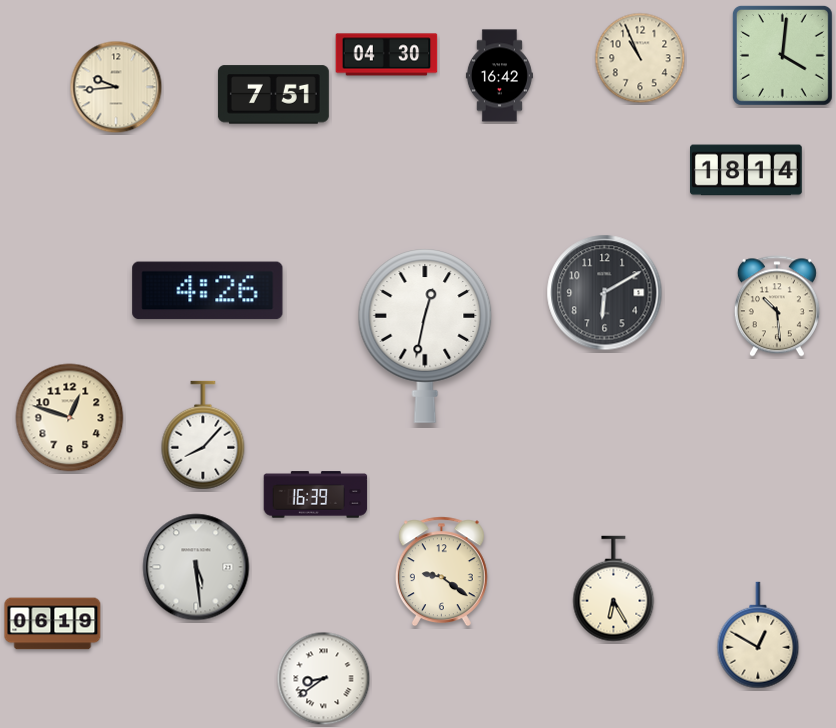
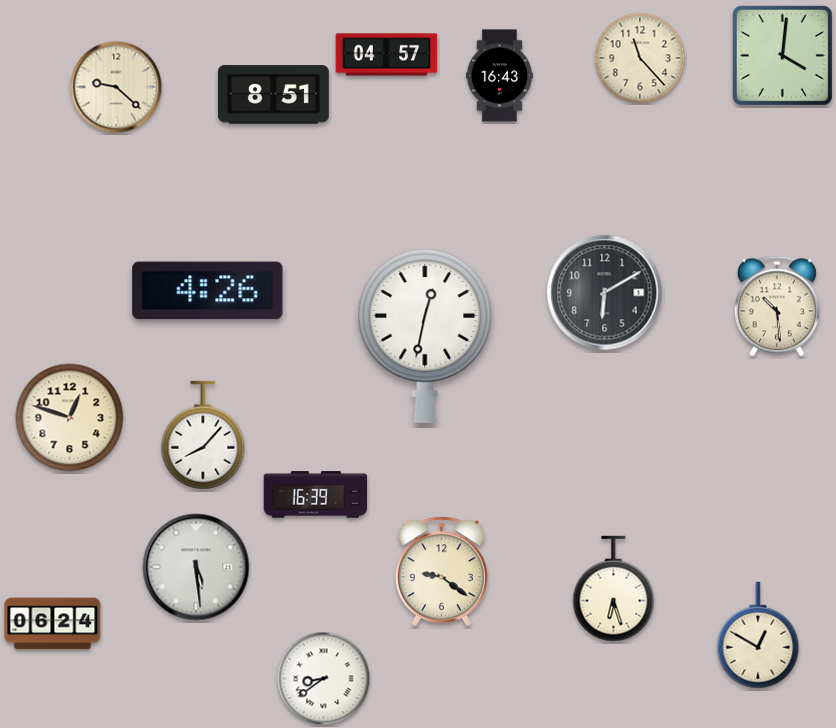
clock at (387, 55): 04:30 -> 04:57
clock at (640, 58): 10:56 -> 11:23
clock at (499, 76): 16:42 -> 16:43
clock at (116, 87): 9:44 -> 9:22
clock at (273, 95): 7:51 -> 8:51
clock at (747, 170): 18:14 -> none
clock at (614, 589): 6:25 -> 6:27
clock at (53, 624): 06:19 -> 06:24
